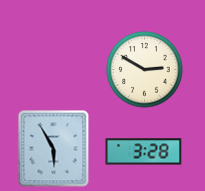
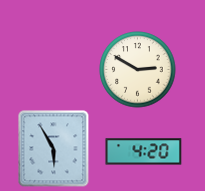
clock at (145, 70) position: (145, 70) -> (138, 70)
clock at (144, 152): 3:28 -> 4:20
